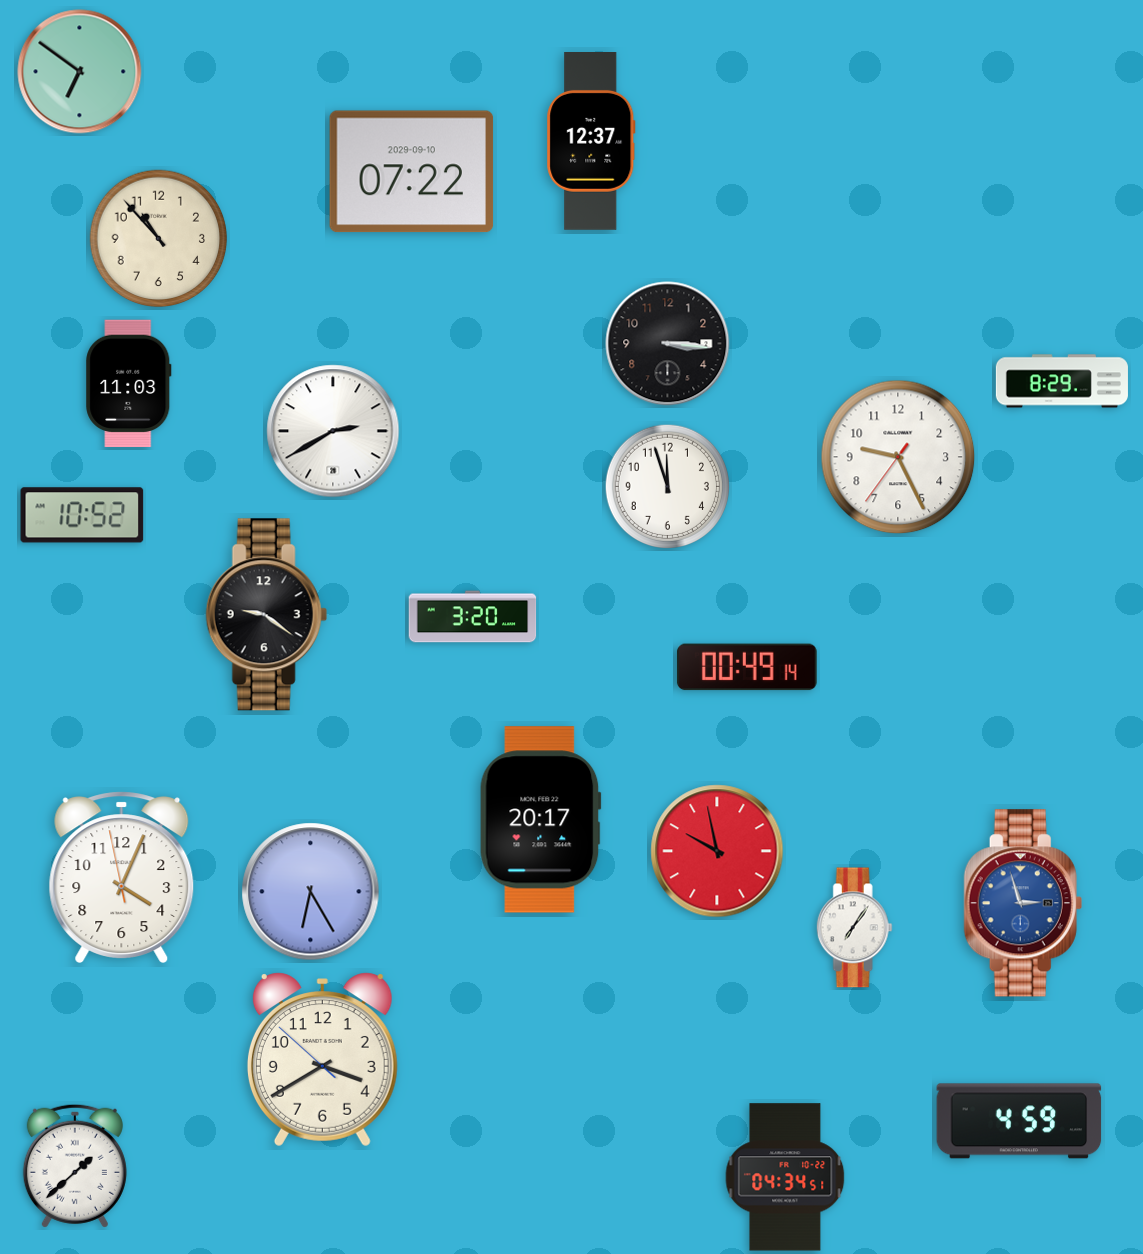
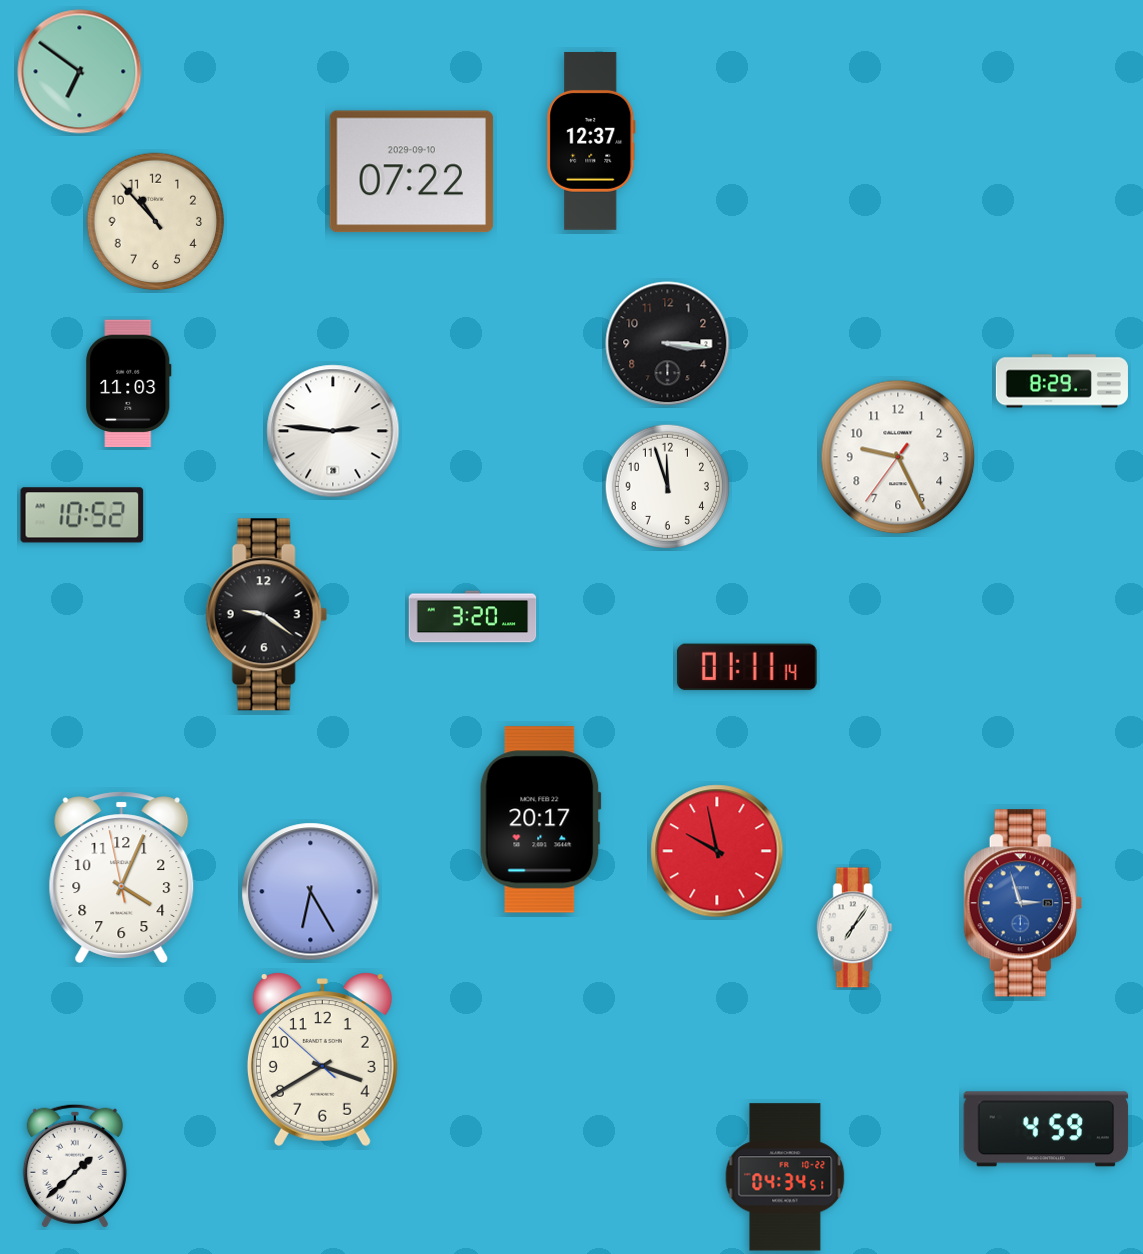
clock at (159, 239) position: (159, 239) -> (156, 222)
clock at (333, 431): 2:40 -> 2:46
clock at (747, 667): 00:49 -> 01:11
clock at (1019, 1121) position: (1019, 1121) -> (1046, 1129)
